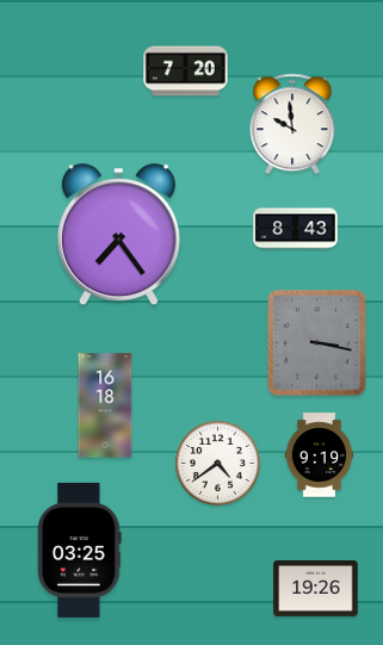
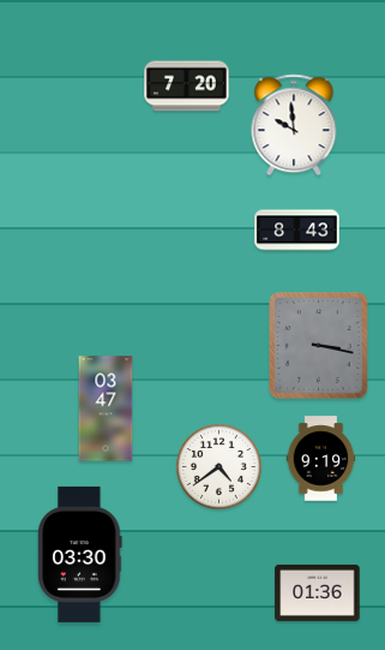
clock at (186, 72) position: (186, 72) -> (187, 87)
clock at (118, 235): 7:24 -> none
clock at (105, 405): 16:18 -> 03:47
clock at (80, 550): 03:25 -> 03:30
clock at (316, 588): 19:26 -> 01:36
